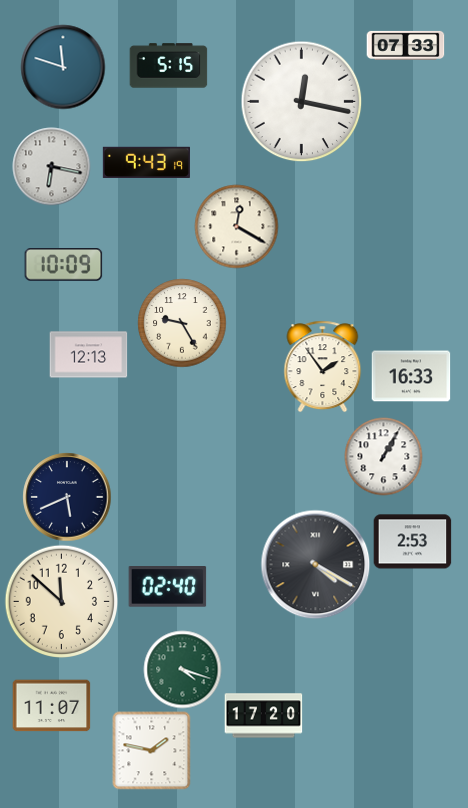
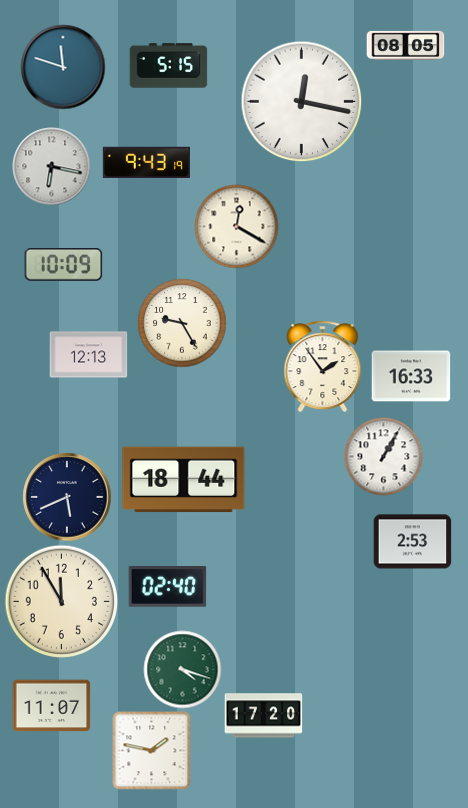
clock at (405, 45): 07:33 -> 08:05
clock at (184, 480): none -> 18:44
clock at (315, 564): 4:20 -> none
clock at (61, 601): 11:52 -> 11:55
